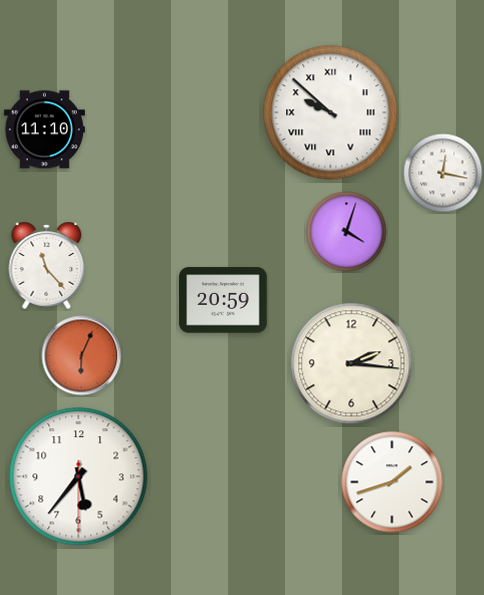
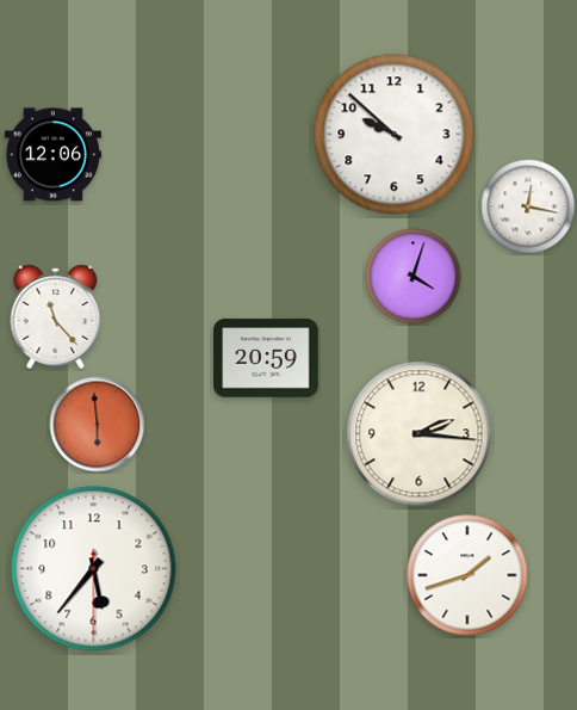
clock at (331, 113) numerals: Roman -> Arabic
clock at (44, 130): 11:10 -> 12:06
clock at (82, 356): 6:04 -> 5:59
